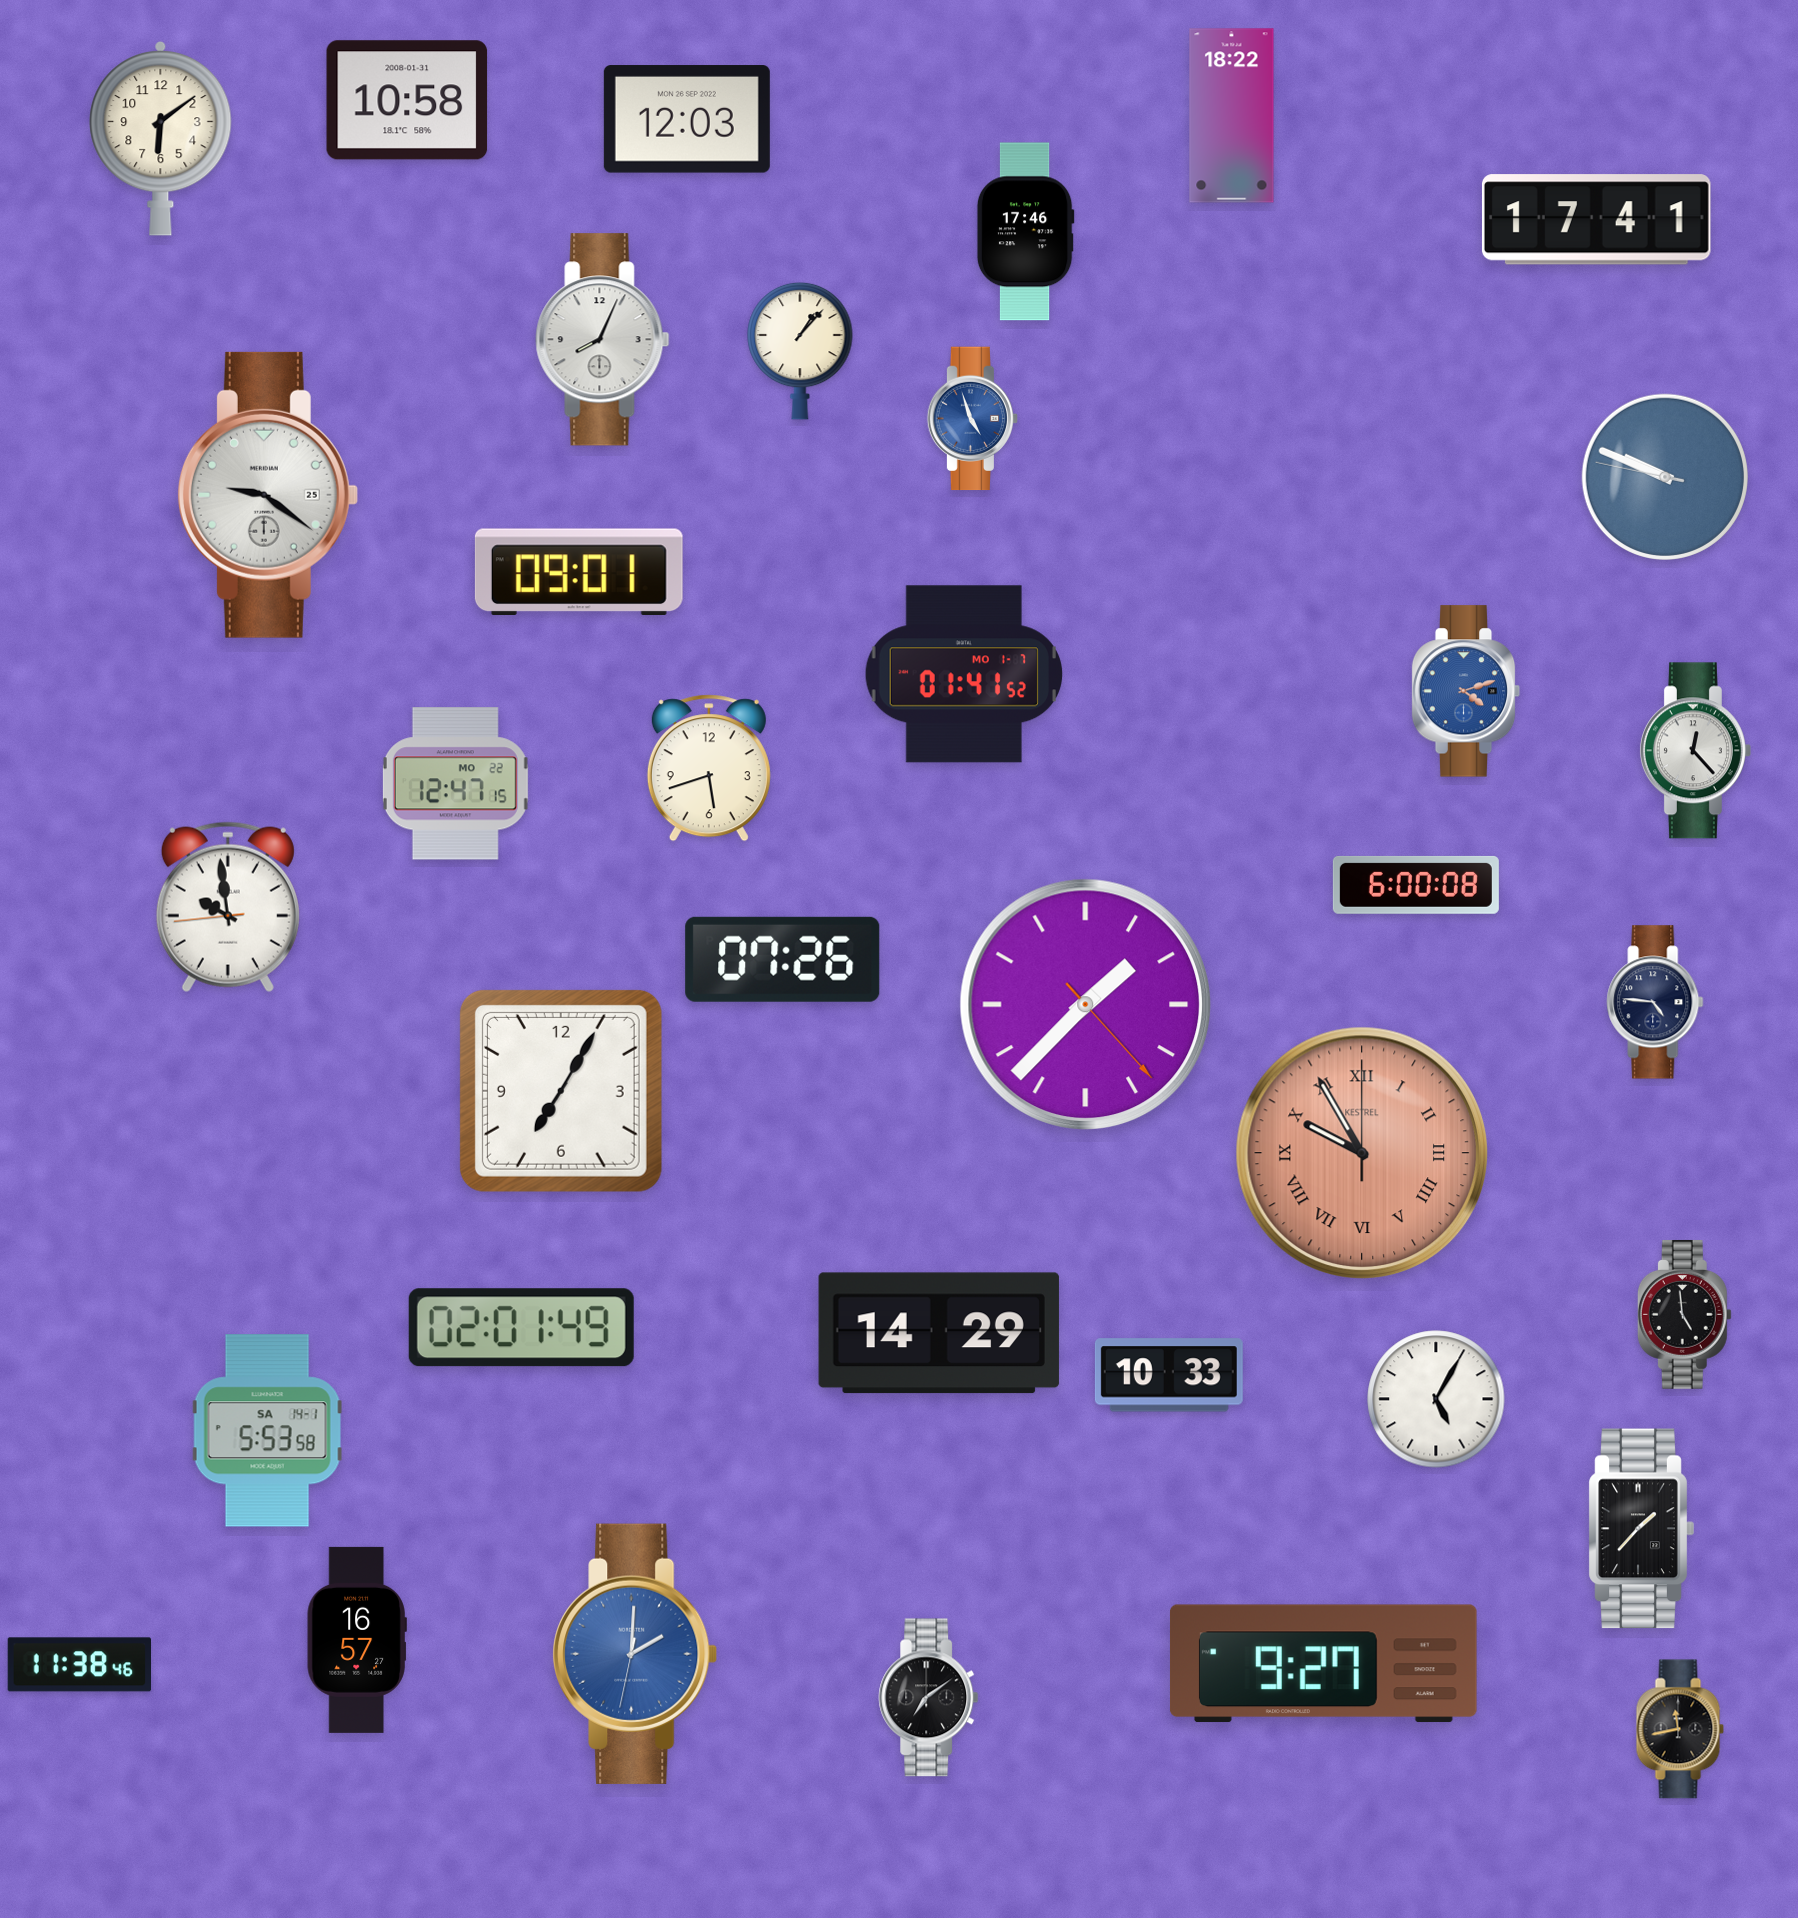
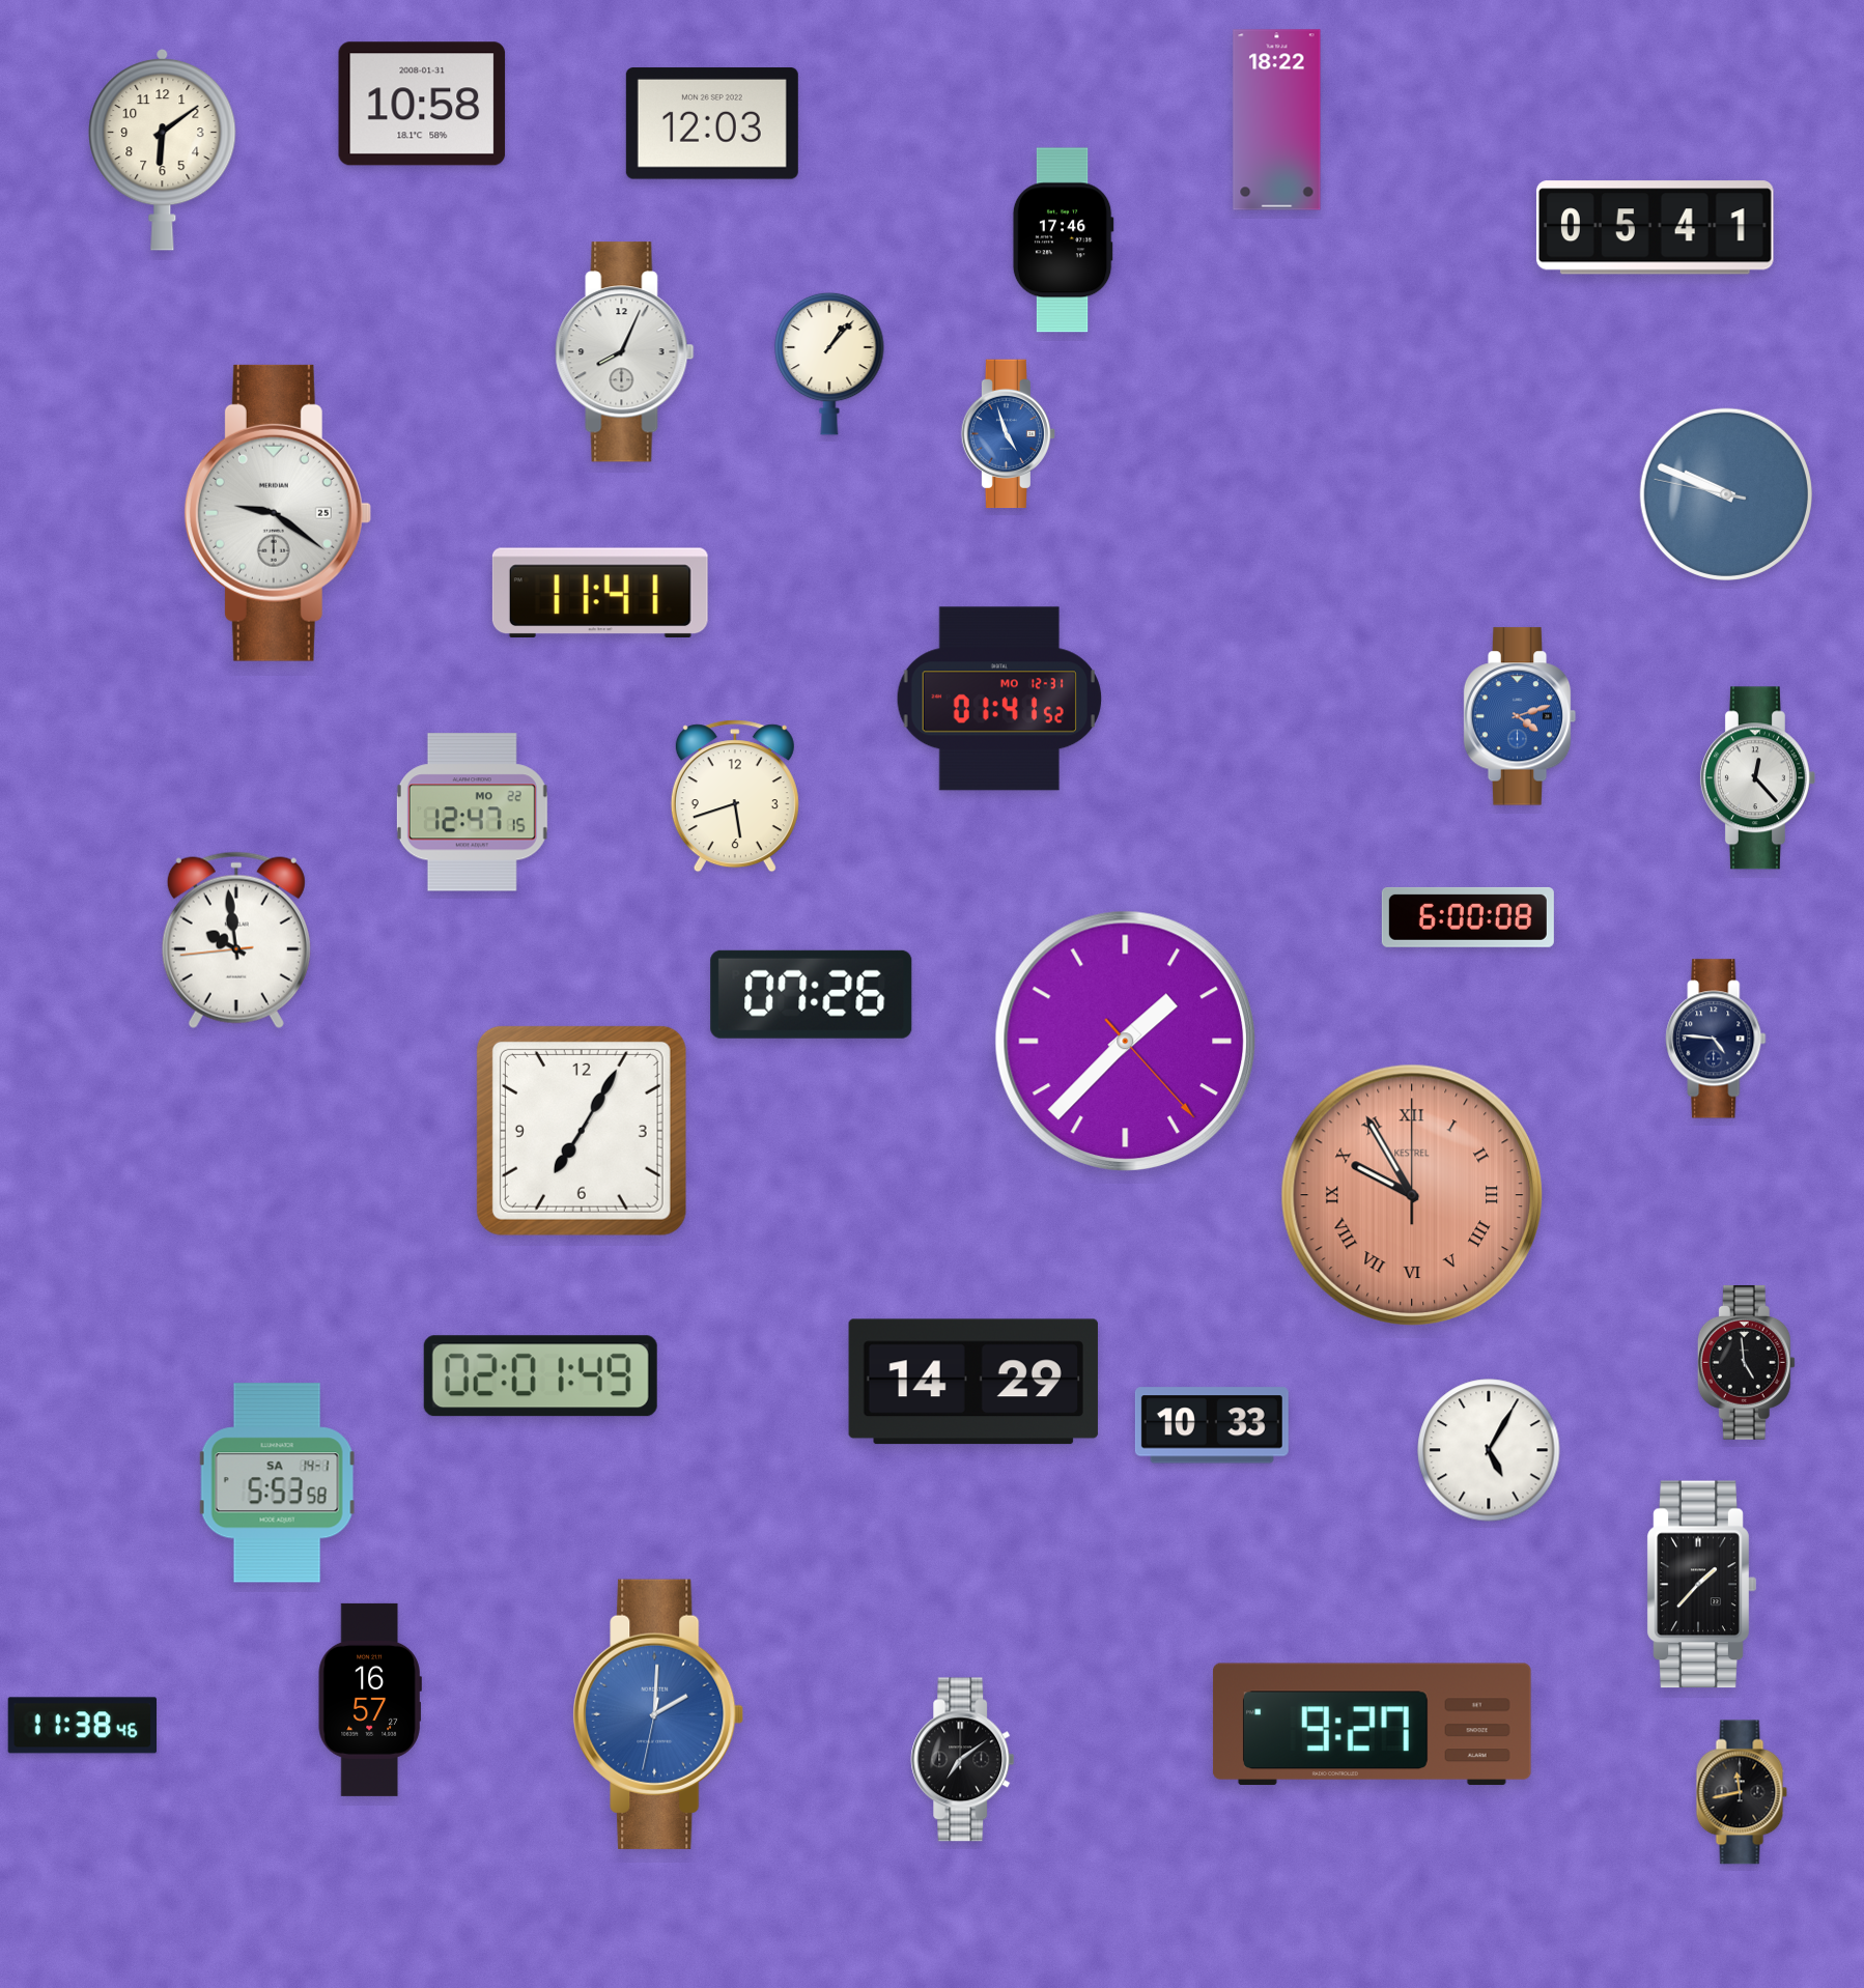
clock at (161, 138) position: (161, 138) -> (163, 149)
clock at (1596, 220): 17:41 -> 05:41
clock at (579, 571): 09:01 -> 11:41
clock at (963, 674) date: MO 1-7 -> MO 12-31
